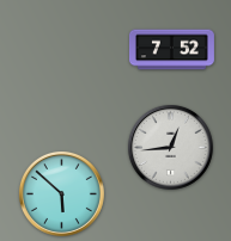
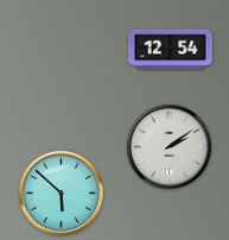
clock at (171, 50): 7:52 -> 12:54
clock at (170, 147): 12:44 -> 2:09
